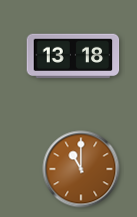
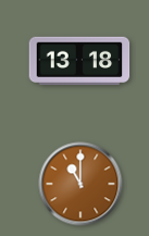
clock at (81, 169) position: (81, 169) -> (80, 184)
